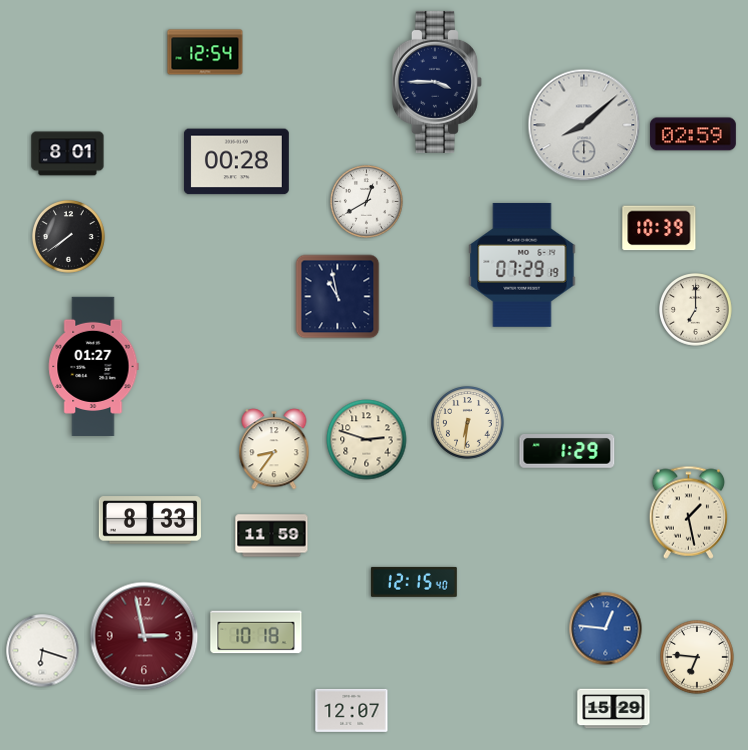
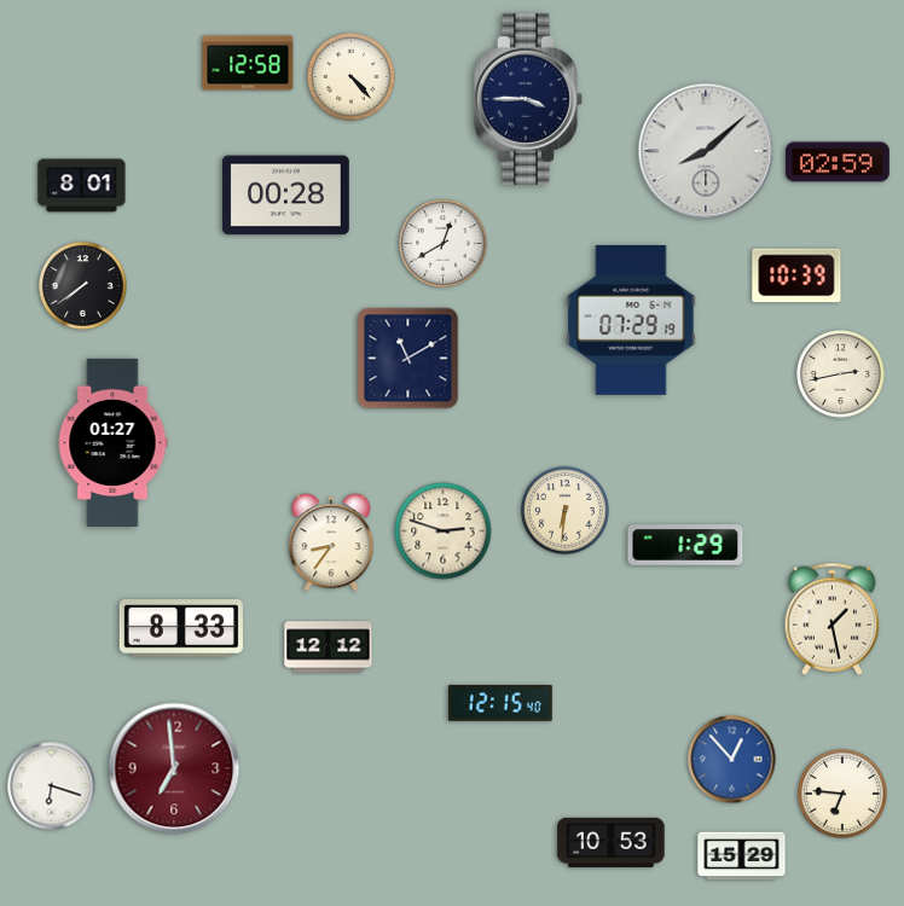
clock at (205, 52): 12:54 -> 12:58
clock at (352, 77): none -> 4:23
clock at (338, 297): 10:58 -> 11:10
clock at (696, 310): 7:00 -> 2:43
clock at (272, 536): 11:59 -> 12:12
clock at (606, 629): 12:46 -> 12:53
clock at (256, 632): 10:18 -> none
clock at (144, 636): 2:58 -> 6:59
clock at (612, 842): none -> 10:53
clock at (352, 710): 12:07 -> none
